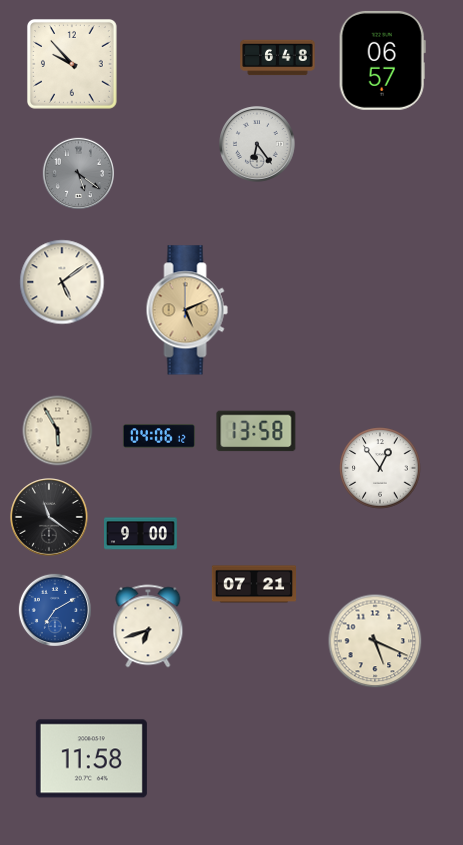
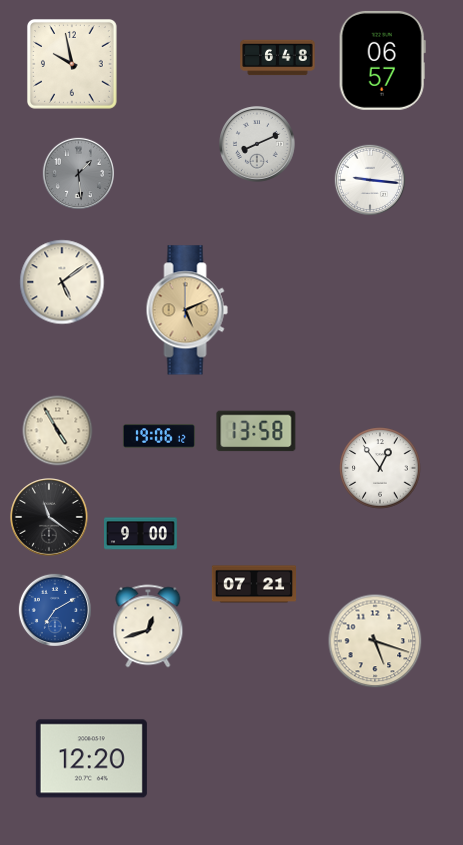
clock at (73, 65): 9:53 -> 9:58
clock at (258, 145): 6:24 -> 8:11
clock at (78, 173): 5:21 -> 1:29
clock at (370, 180): none -> 9:16
clock at (58, 431): 5:55 -> 4:55
clock at (159, 436): 04:06 -> 19:06
clock at (148, 626): 6:42 -> 12:42
clock at (375, 641): 5:19 -> 5:18
clock at (91, 759): 11:58 -> 12:20
